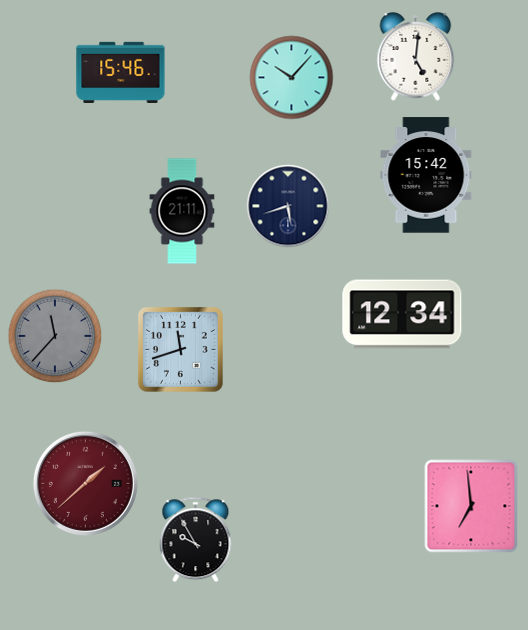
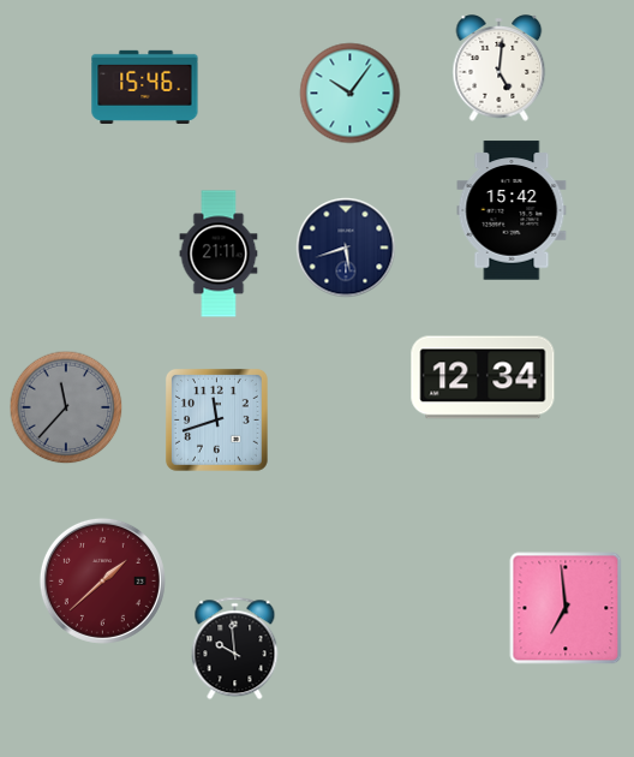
clock at (292, 78): 10:07 -> 10:06
clock at (55, 336) position: (55, 336) -> (66, 407)
clock at (196, 540): 9:55 -> 9:59
